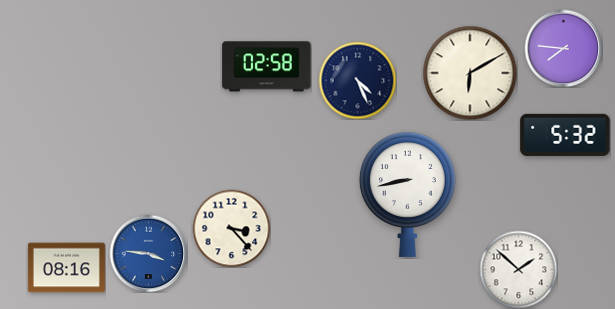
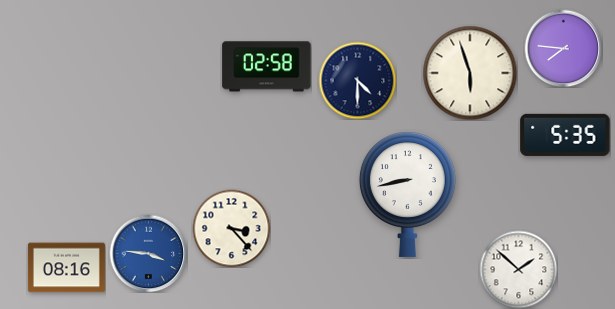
clock at (470, 73): 6:10 -> 5:57
clock at (357, 80): 4:26 -> 4:30
clock at (565, 135): 5:32 -> 5:35
